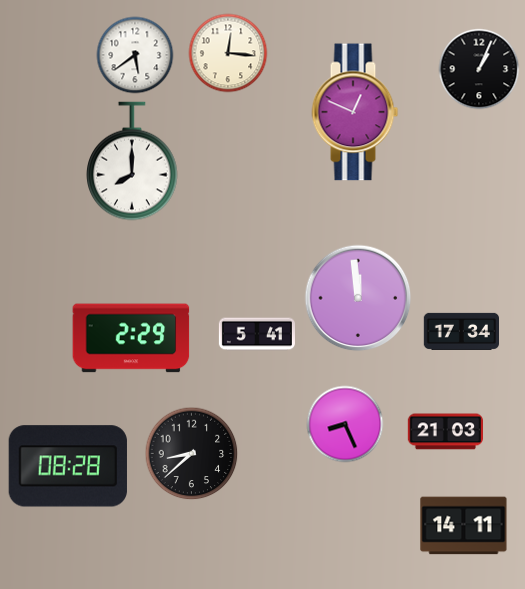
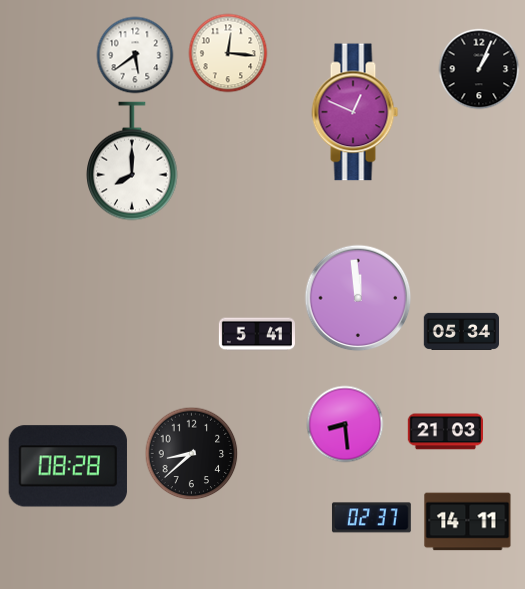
clock at (461, 331): 17:34 -> 05:34
clock at (131, 338): 2:29 -> none
clock at (345, 424): 8:26 -> 8:29
clock at (371, 518): none -> 02:37
clock at (464, 526) position: (464, 526) -> (468, 522)
